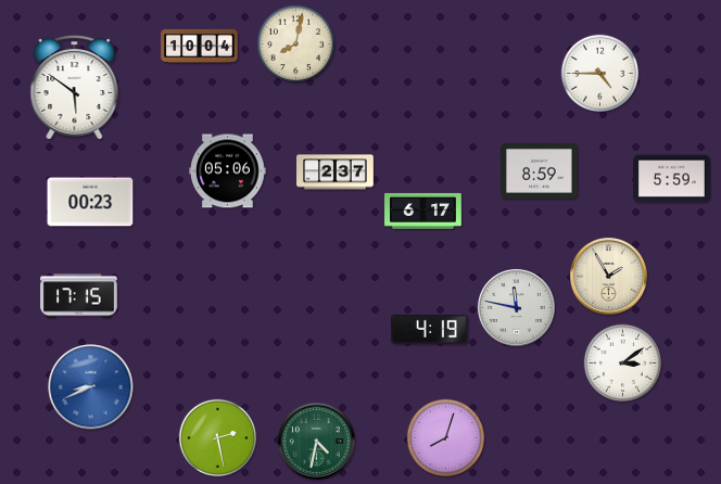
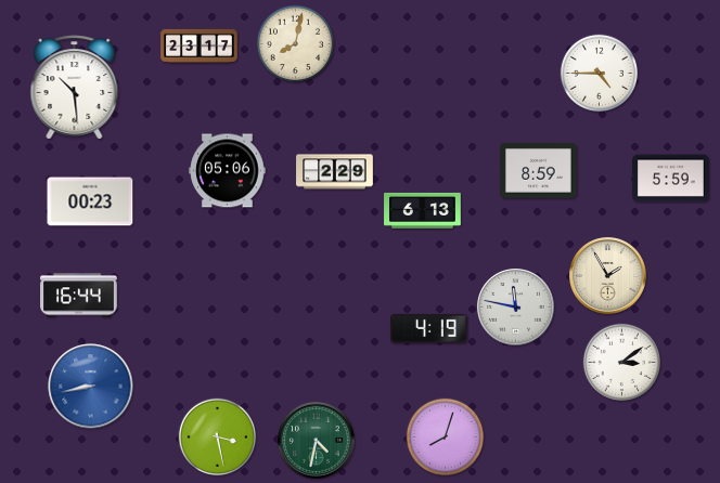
clock at (200, 46): 10:04 -> 23:17
clock at (75, 88): 5:51 -> 10:29
clock at (336, 173): 2:37 -> 2:29
clock at (423, 211): 6:17 -> 6:13
clock at (79, 296): 17:15 -> 16:44
clock at (91, 387): 8:41 -> 8:43
clock at (218, 438): 2:28 -> 3:28
